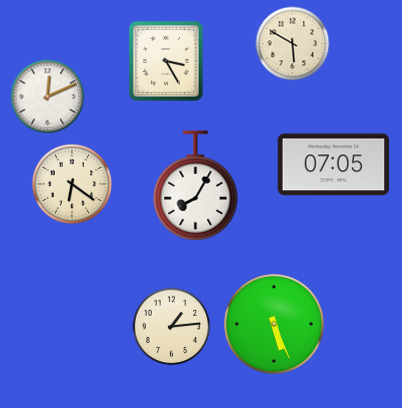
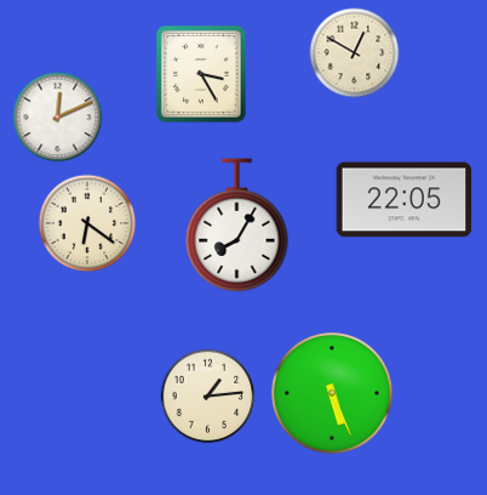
clock at (293, 44): 5:50 -> 12:50
clock at (334, 165): 07:05 -> 22:05
